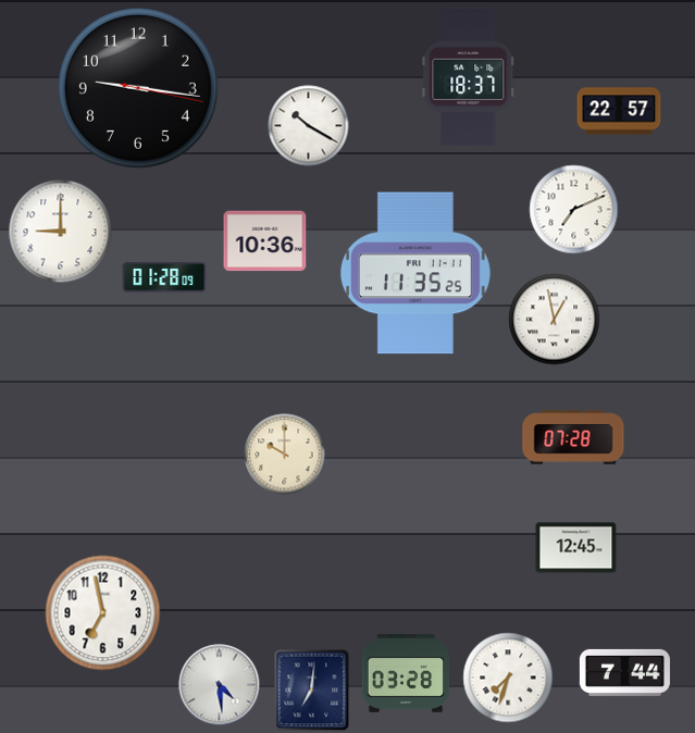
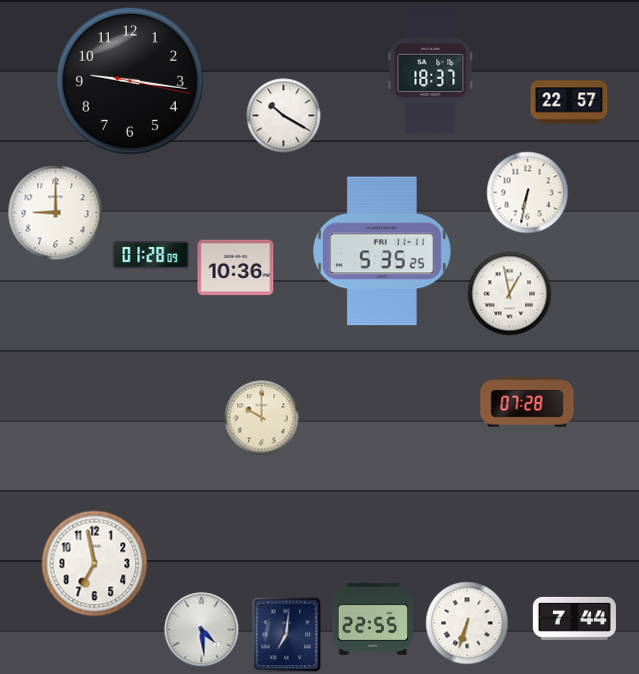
clock at (138, 88) position: (138, 88) -> (130, 81)
clock at (574, 210): 7:11 -> 6:32
clock at (265, 241) position: (265, 241) -> (236, 268)
clock at (415, 273): 11:35 -> 5:35
clock at (576, 548): 12:45 -> none
clock at (406, 673): 03:28 -> 22:55
clock at (508, 678): 7:33 -> 6:33
